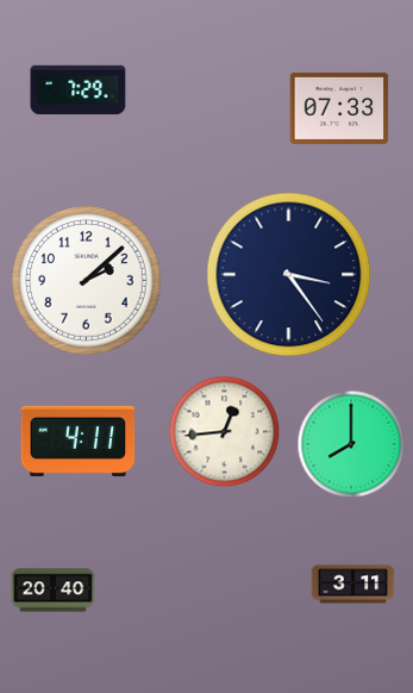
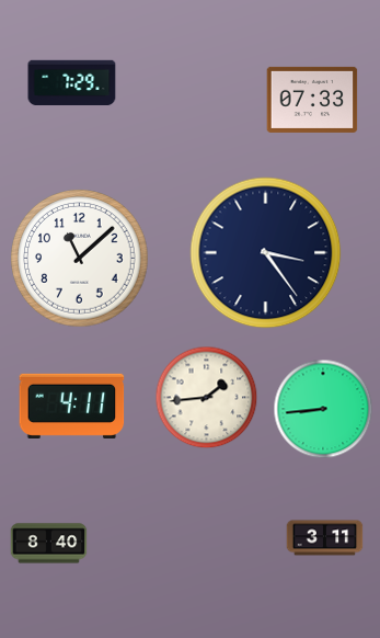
clock at (87, 281): 2:08 -> 11:08
clock at (225, 432): 12:44 -> 1:44
clock at (351, 444): 8:00 -> 8:44
clock at (54, 591): 20:40 -> 8:40
